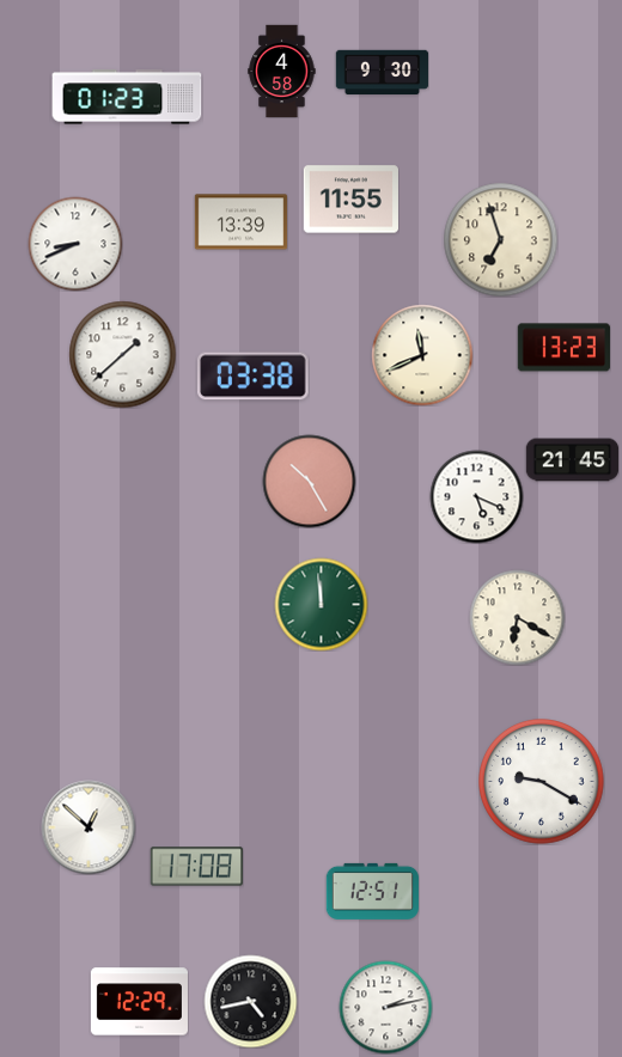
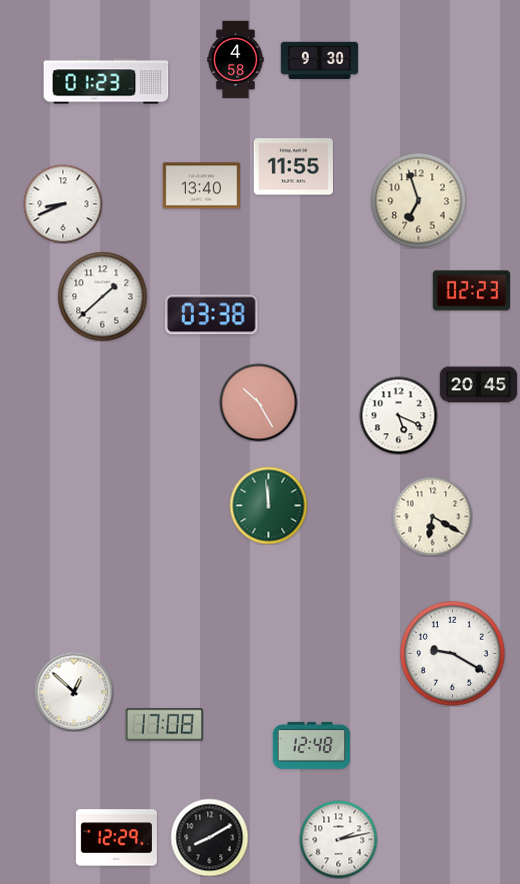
clock at (240, 222): 13:39 -> 13:40
clock at (563, 348): 13:23 -> 02:23
clock at (422, 355): 11:41 -> none
clock at (572, 460): 21:45 -> 20:45
clock at (372, 891): 12:51 -> 12:48
clock at (250, 1001): 4:43 -> 8:10
clock at (385, 1007) position: (385, 1007) -> (338, 839)
